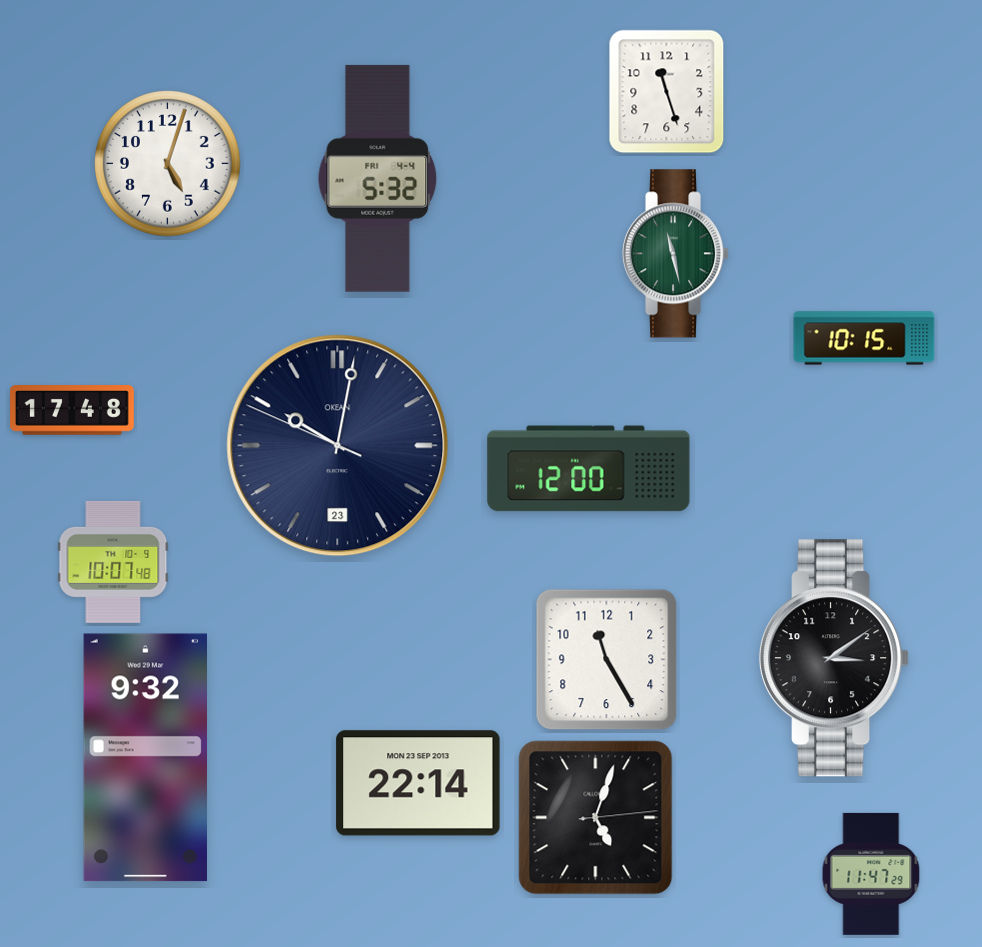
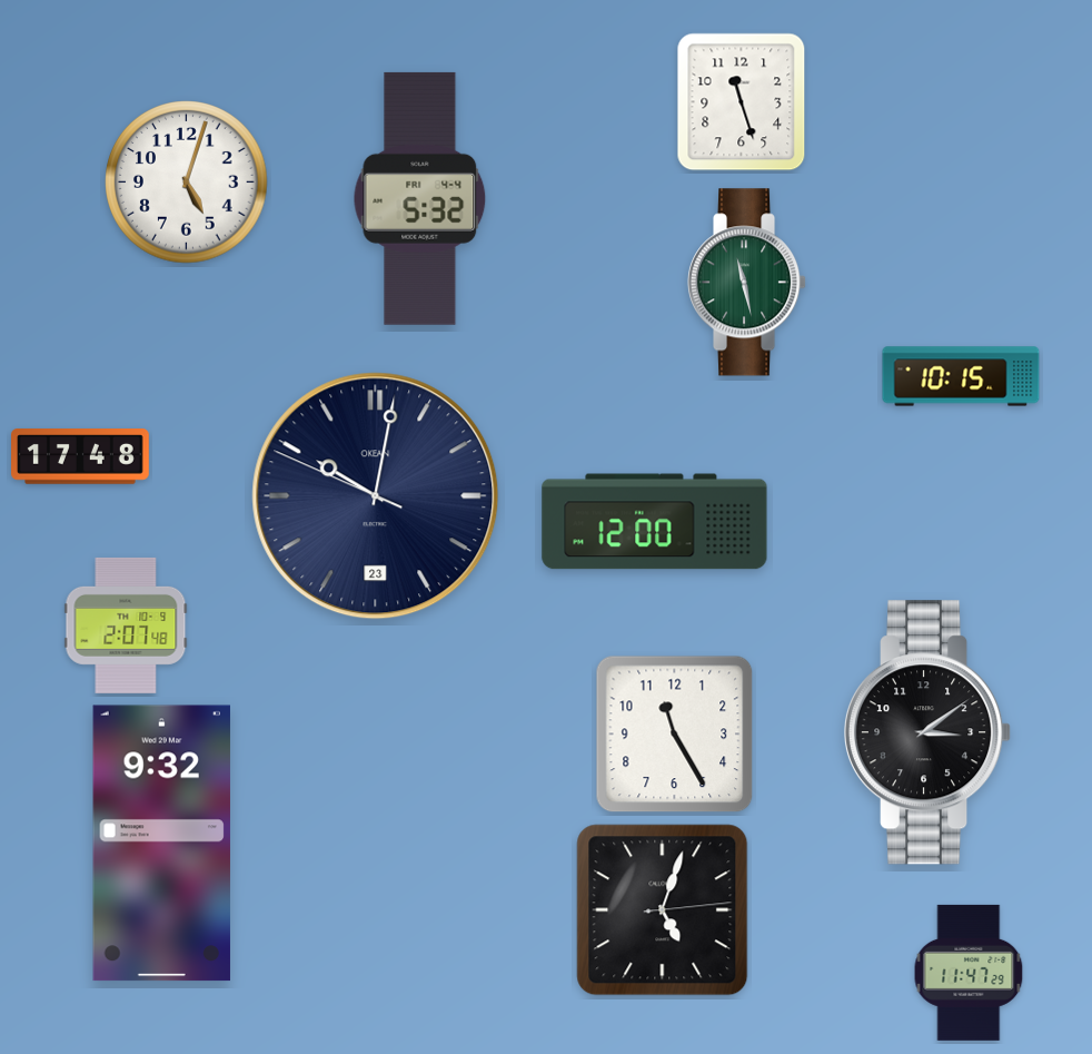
clock at (676, 254) position: (676, 254) -> (747, 283)
clock at (113, 562): 10:07 -> 2:07
clock at (418, 783): 22:14 -> none
